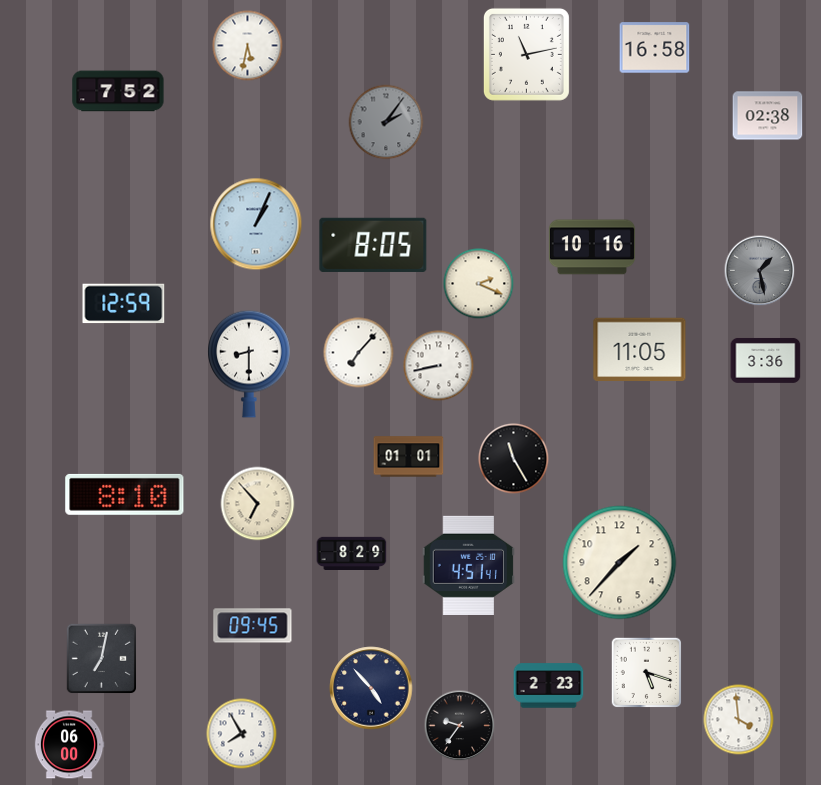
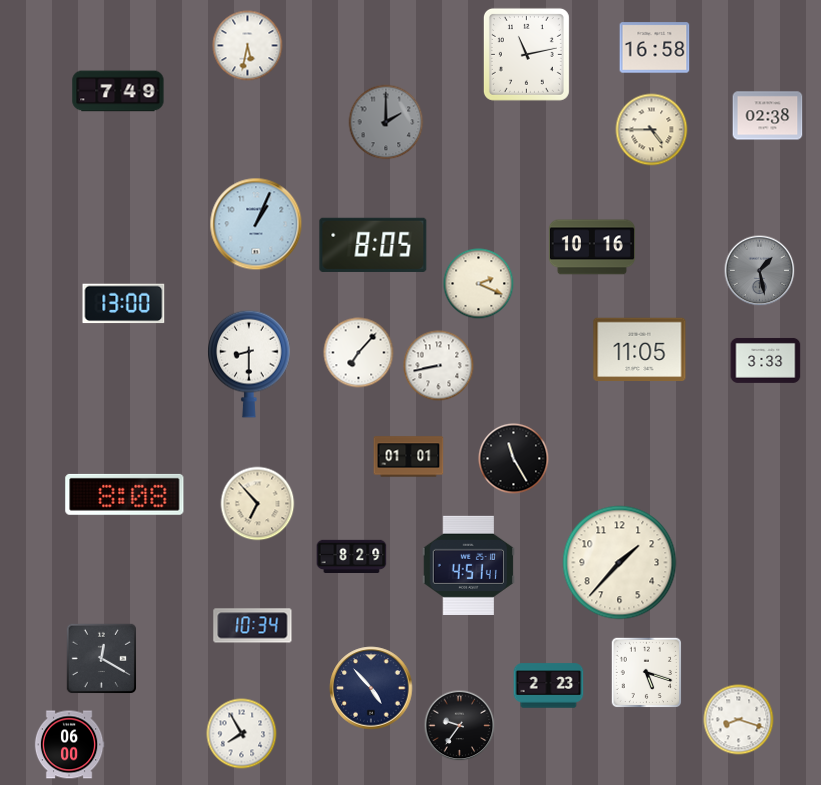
clock at (118, 91): 7:52 -> 7:49
clock at (386, 122): 2:06 -> 2:00
clock at (652, 130): none -> 4:45
clock at (124, 304): 12:59 -> 13:00
clock at (766, 360): 3:36 -> 3:33
clock at (125, 494): 8:10 -> 8:08
clock at (352, 554) position: (352, 554) -> (352, 557)
clock at (253, 626): 09:45 -> 10:34
clock at (101, 658): 7:02 -> 12:20
clock at (739, 720): 3:59 -> 8:18
